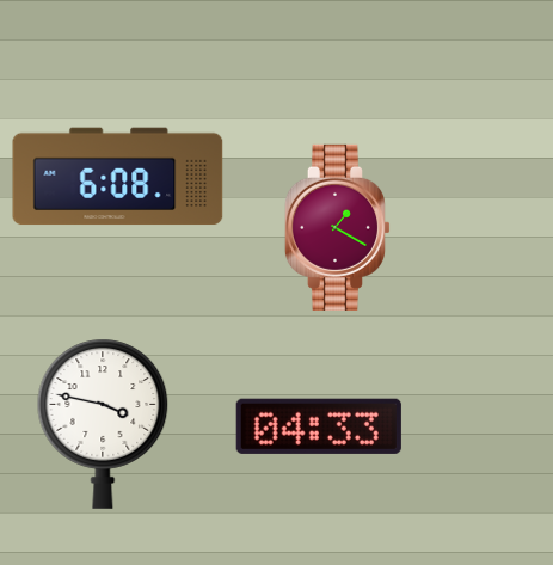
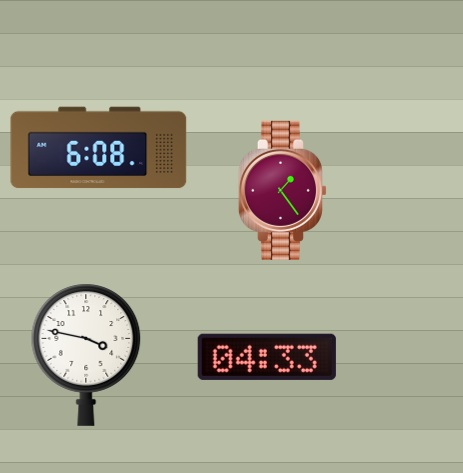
clock at (337, 227): 1:20 -> 1:24
